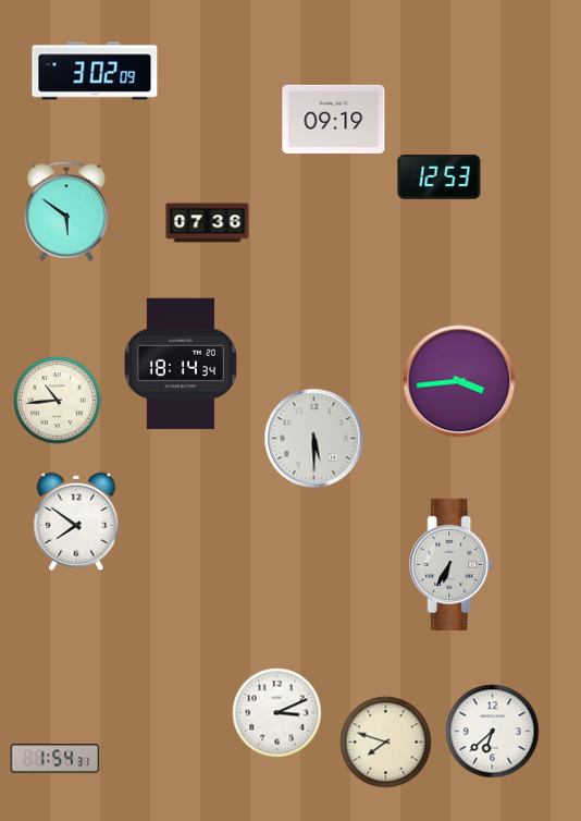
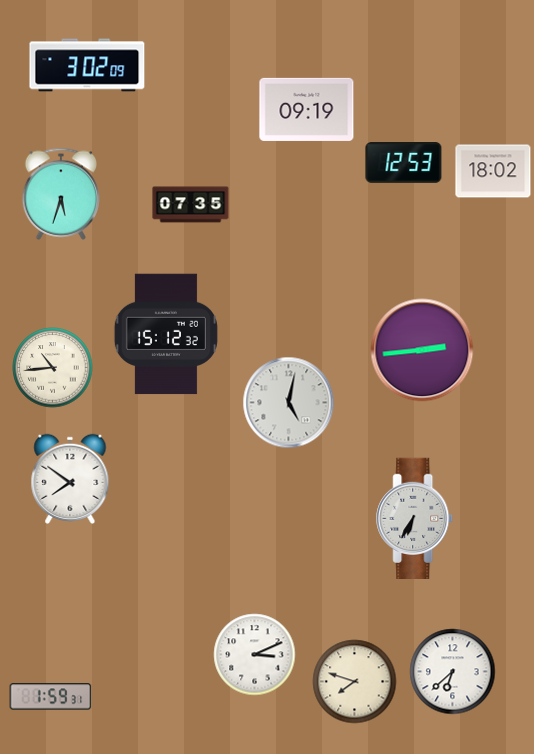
clock at (493, 171): none -> 18:02
clock at (66, 211): 5:51 -> 5:33
clock at (208, 223): 07:36 -> 07:35
clock at (181, 364): 18:14 -> 15:12
clock at (459, 381): 3:44 -> 2:44
clock at (314, 439): 5:30 -> 5:02
clock at (55, 759): 1:54 -> 1:59
